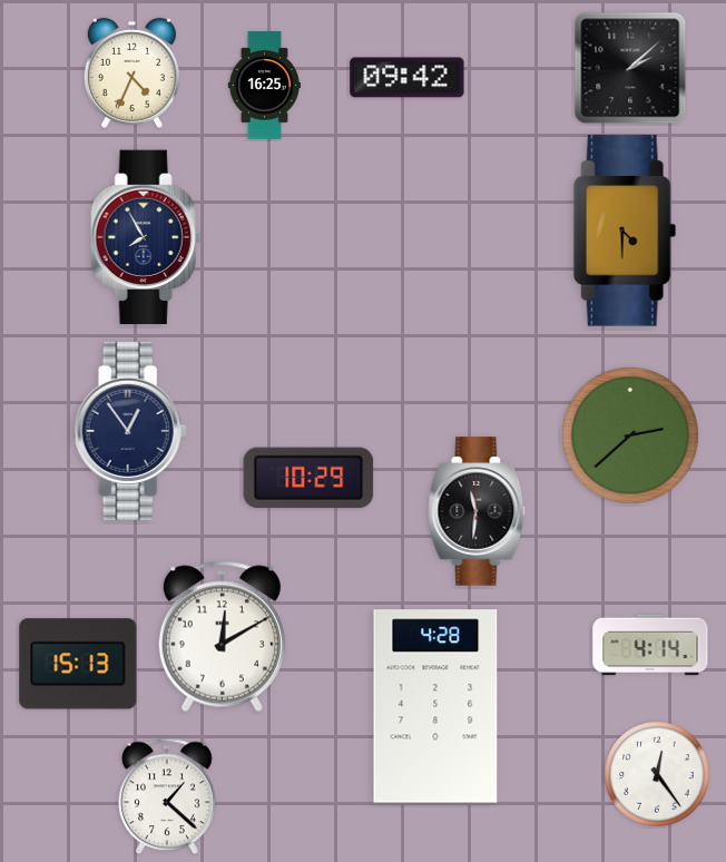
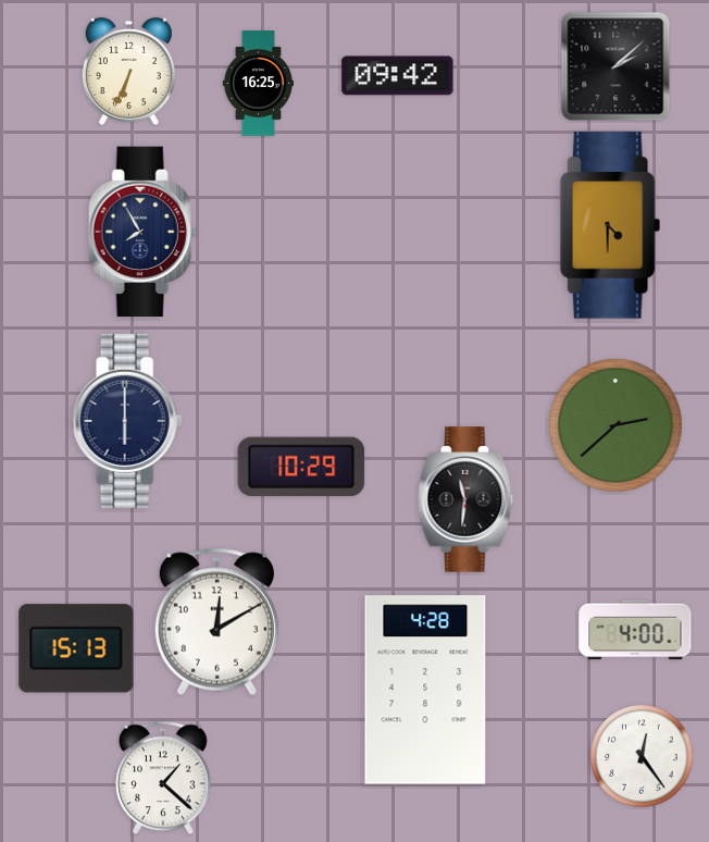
clock at (131, 72): 4:34 -> 6:34
clock at (130, 431): 12:54 -> 6:00
clock at (650, 645): 4:14 -> 4:00
